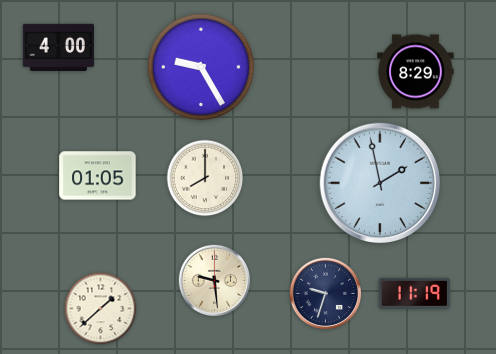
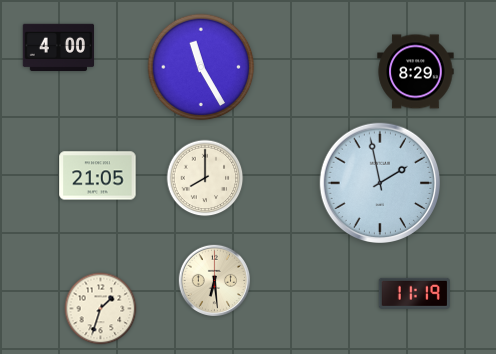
clock at (201, 67): 9:25 -> 11:25
clock at (98, 176): 01:05 -> 21:05
clock at (215, 281): 9:29 -> 6:29
clock at (326, 294): 9:33 -> none
clock at (101, 309): 1:38 -> 1:33
